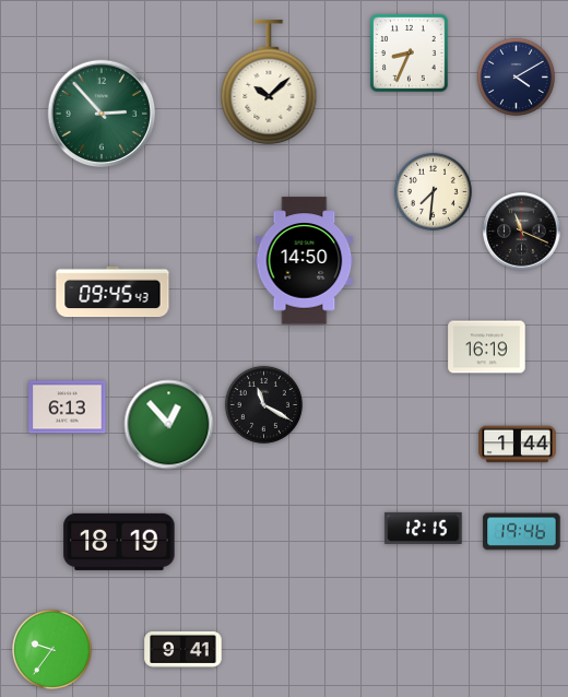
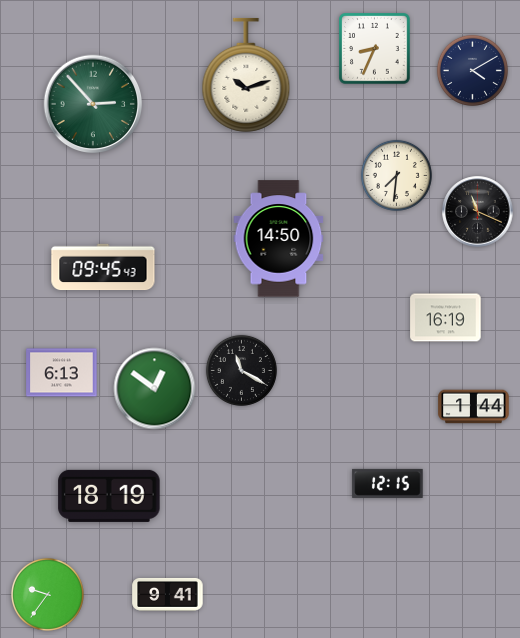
clock at (269, 82): 10:08 -> 10:12
clock at (169, 425): 12:53 -> 12:51
clock at (522, 532): 19:46 -> none
